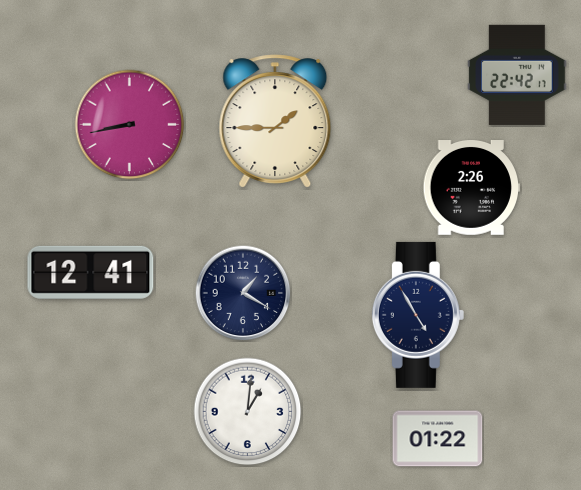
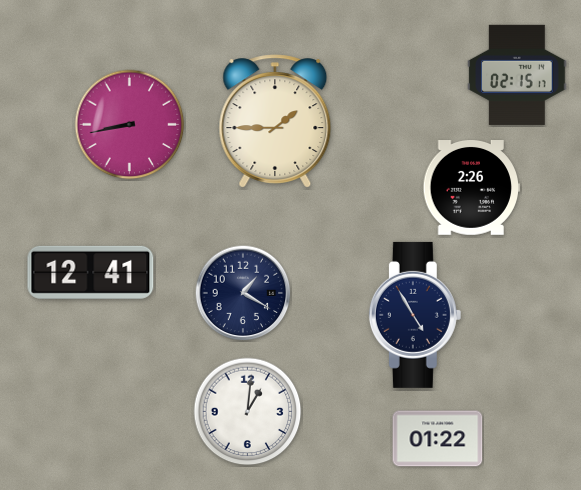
clock at (517, 75): 22:42 -> 02:15
clock at (418, 315) position: (418, 315) -> (415, 315)
